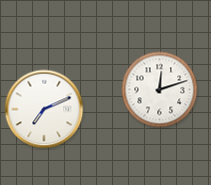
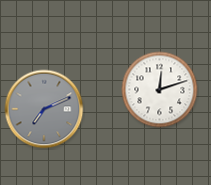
clock at (44, 109) dial: white -> grey
